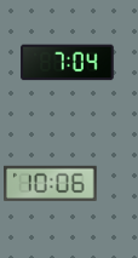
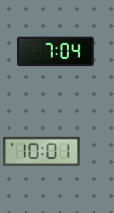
clock at (51, 183): 10:06 -> 10:01
